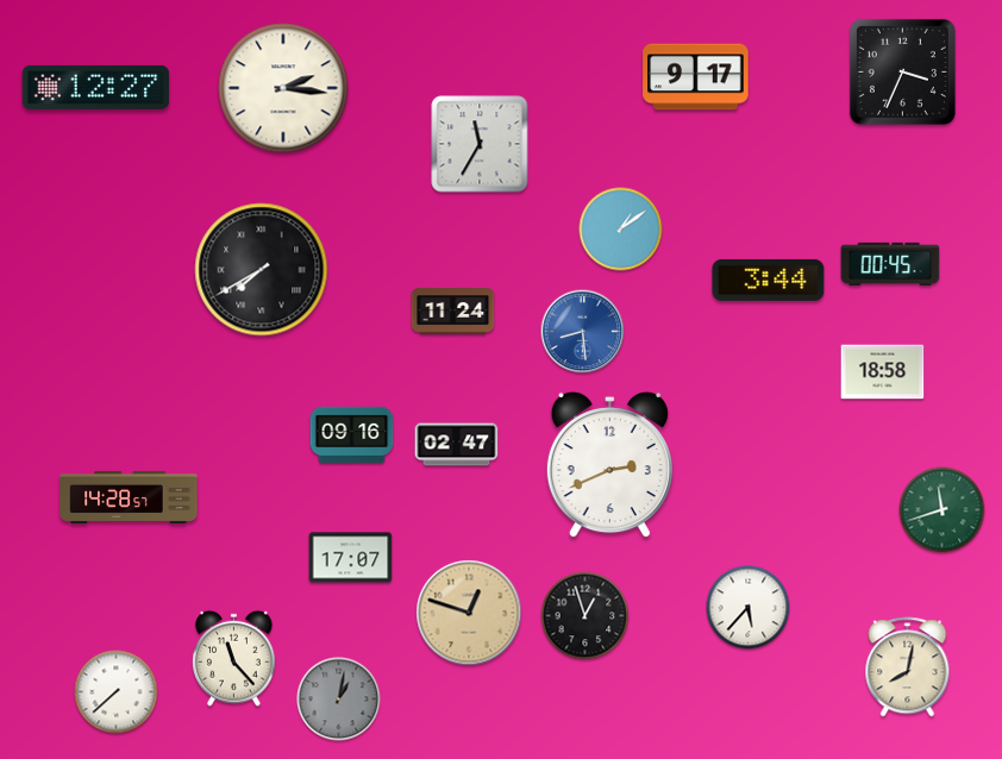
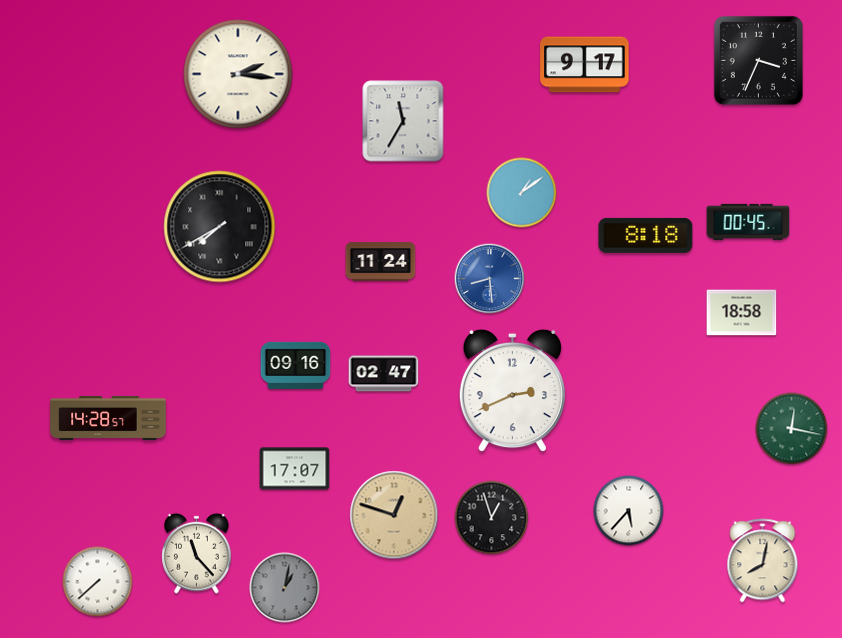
clock at (96, 87): 12:27 -> none
clock at (769, 280): 3:44 -> 8:18
clock at (942, 510): 11:42 -> 12:17
